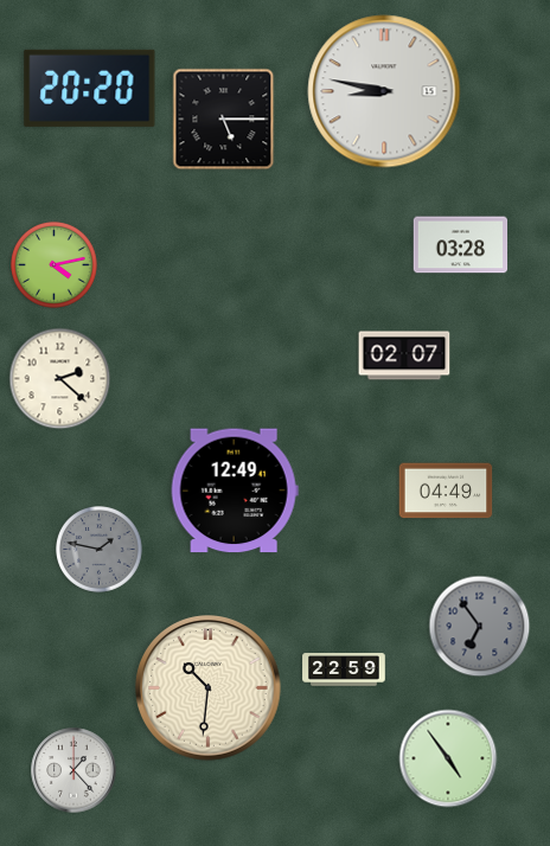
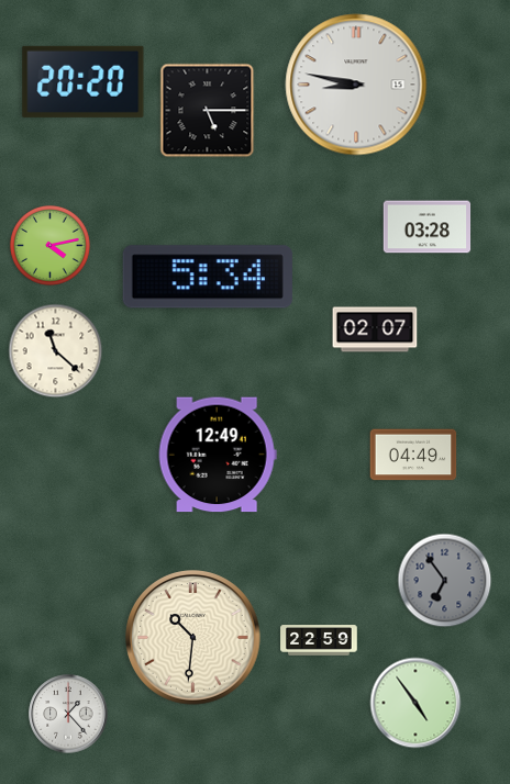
clock at (208, 277): none -> 5:34
clock at (60, 379): 2:22 -> 11:22
clock at (100, 550): 1:47 -> none
clock at (344, 669) position: (344, 669) -> (319, 640)
